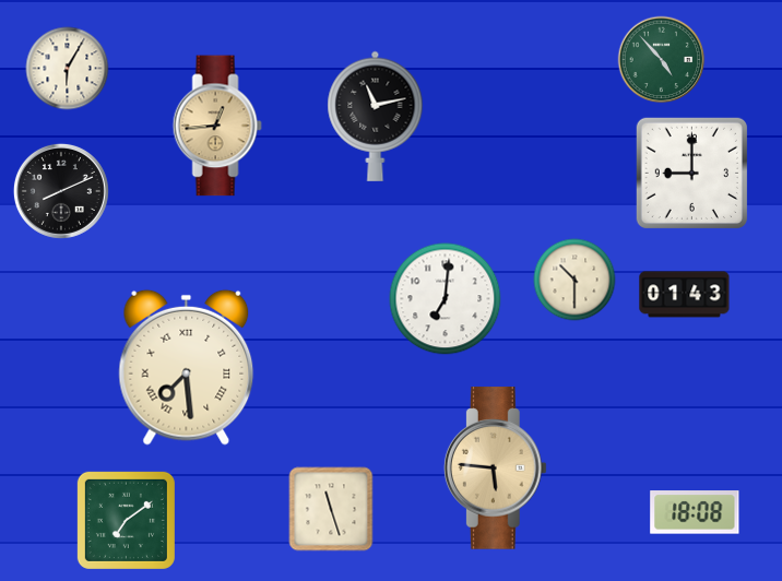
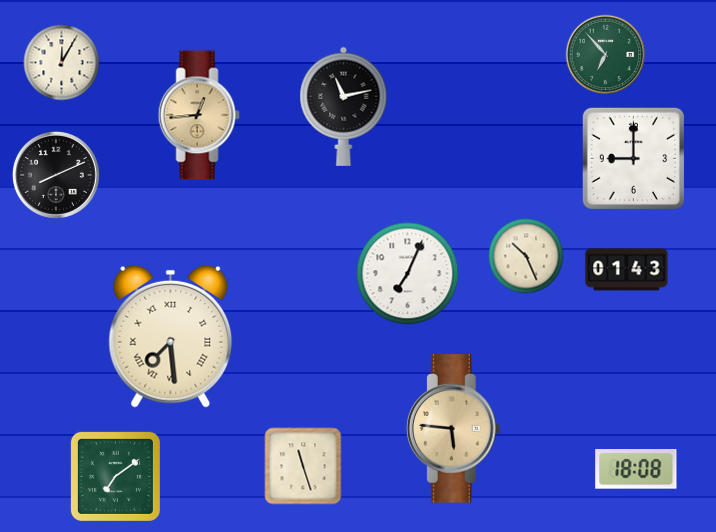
clock at (662, 60): 4:53 -> 6:53
clock at (68, 69): 6:05 -> 12:05
clock at (574, 280): 10:30 -> 10:26
clock at (446, 299): 7:01 -> 7:04
